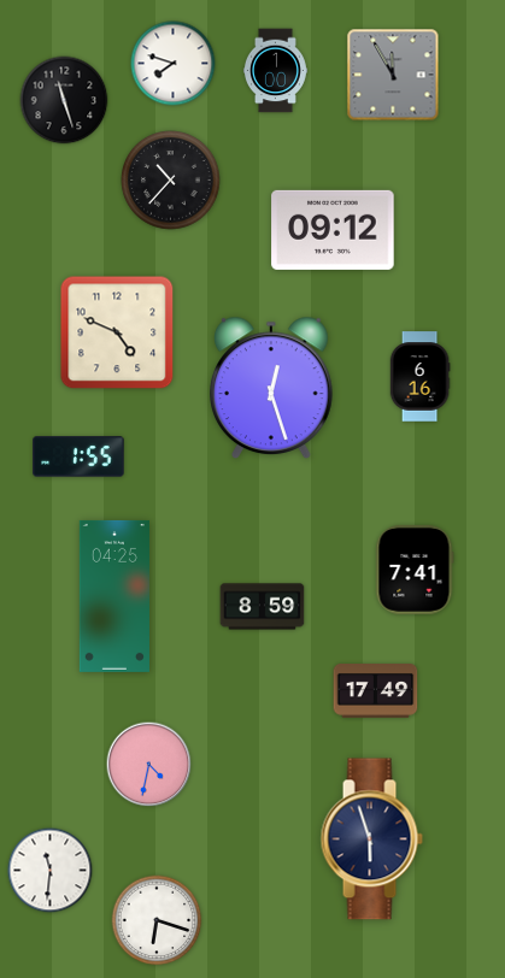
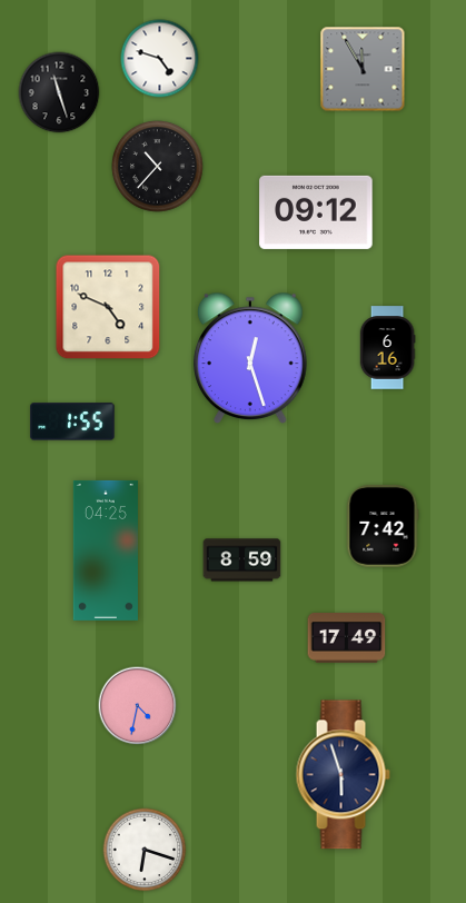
clock at (174, 64): 7:48 -> 4:48
clock at (275, 71): 1:00 -> none
clock at (333, 230) position: (333, 230) -> (316, 212)
clock at (415, 570): 7:41 -> 7:42
clock at (51, 871): 11:31 -> none
